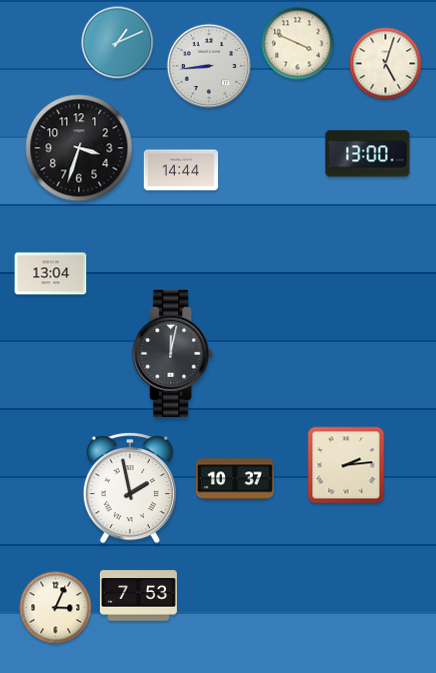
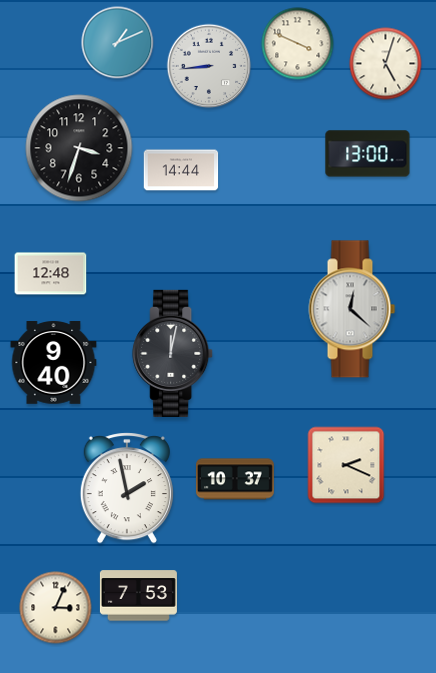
clock at (51, 274): 13:04 -> 12:48
clock at (352, 309): none -> 12:22
clock at (54, 363): none -> 9:40
clock at (346, 465): 2:14 -> 2:19
clock at (130, 488) position: (130, 488) -> (127, 488)
